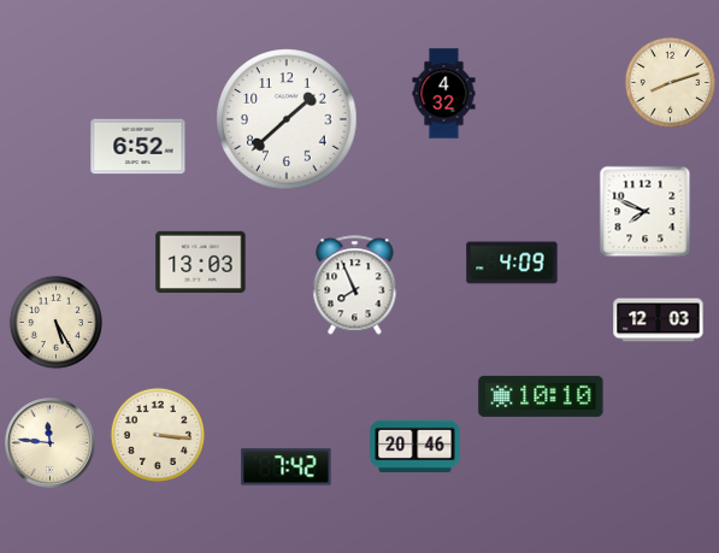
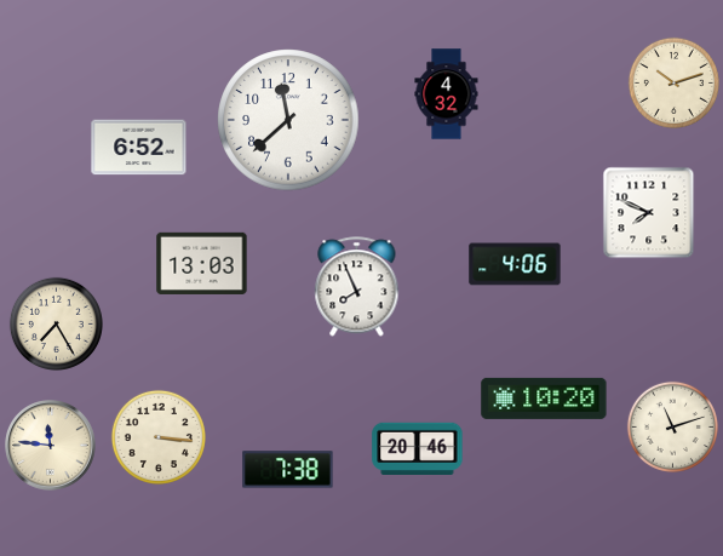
clock at (670, 82): 8:12 -> 10:12
clock at (287, 119): 1:38 -> 11:38
clock at (512, 263): 4:09 -> 4:06
clock at (659, 320): 12:03 -> none
clock at (55, 322): 5:25 -> 7:25
clock at (541, 396): 10:10 -> 10:20
clock at (672, 426): none -> 11:12
clock at (287, 467): 7:42 -> 7:38
